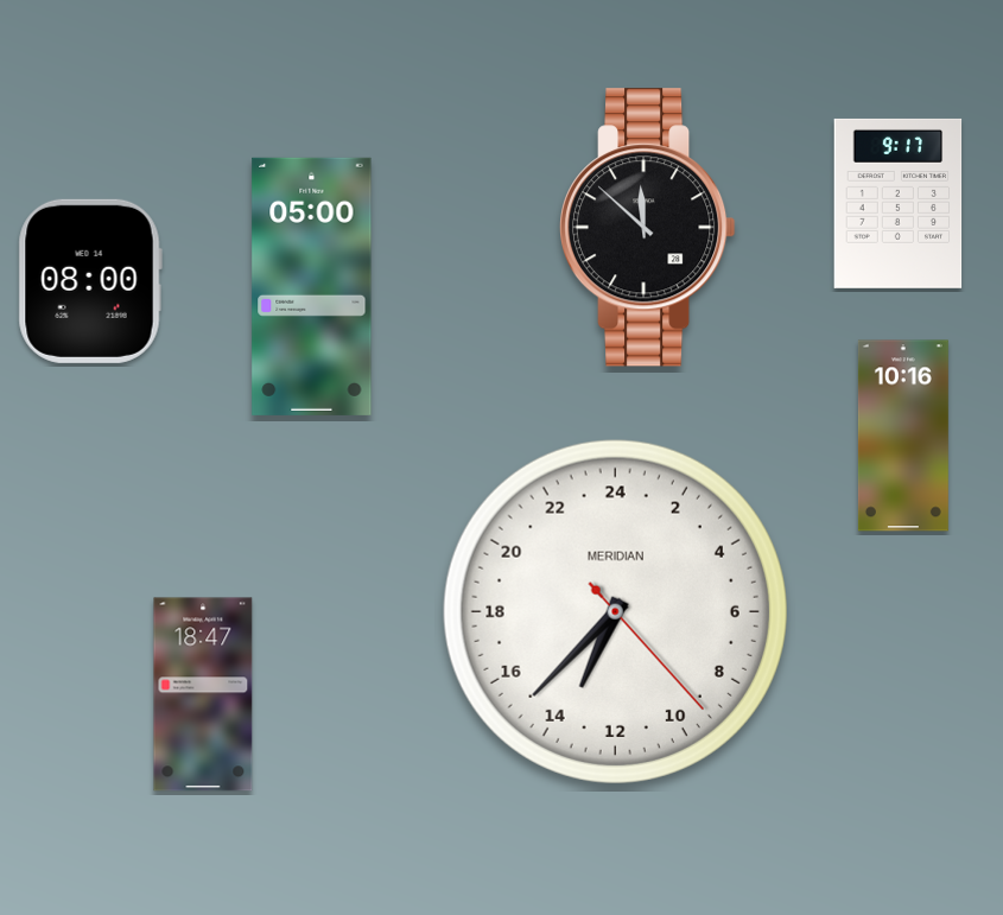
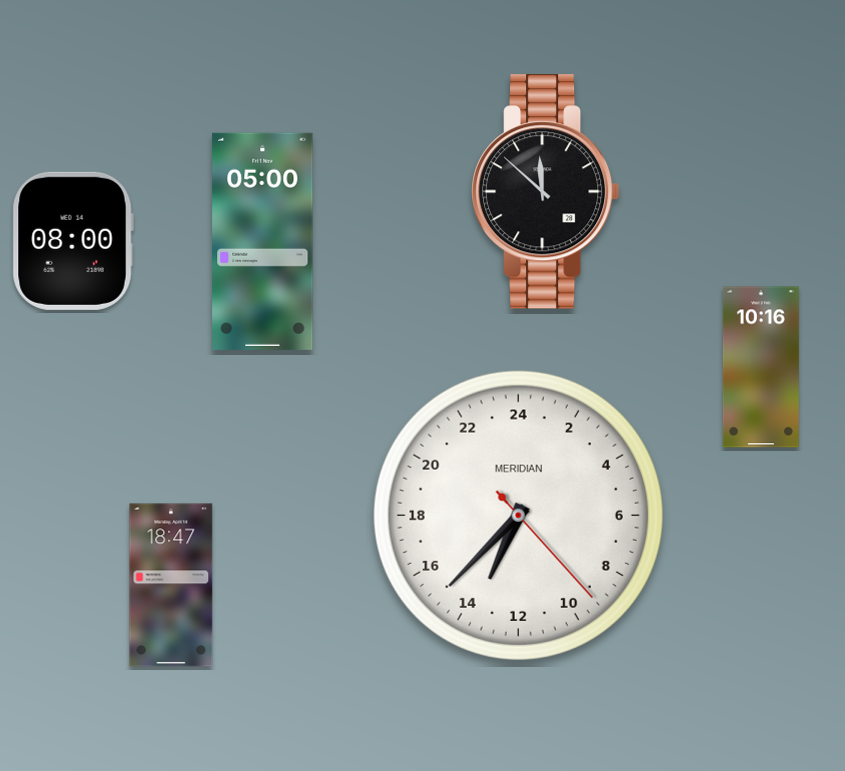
clock at (899, 203): 9:17 -> none
clock at (90, 281) position: (90, 281) -> (73, 241)
